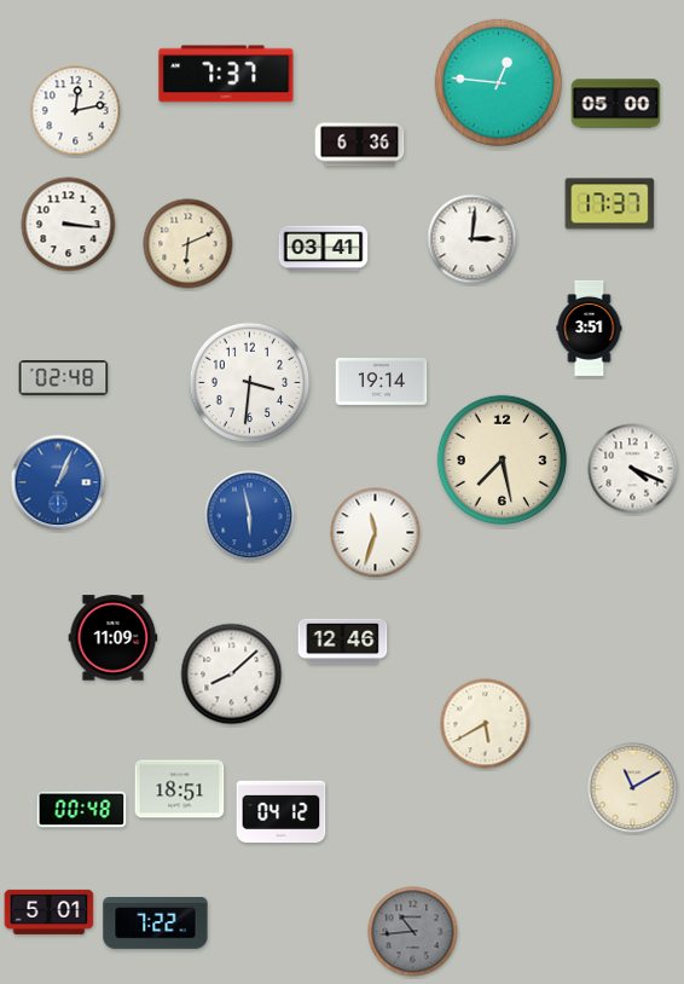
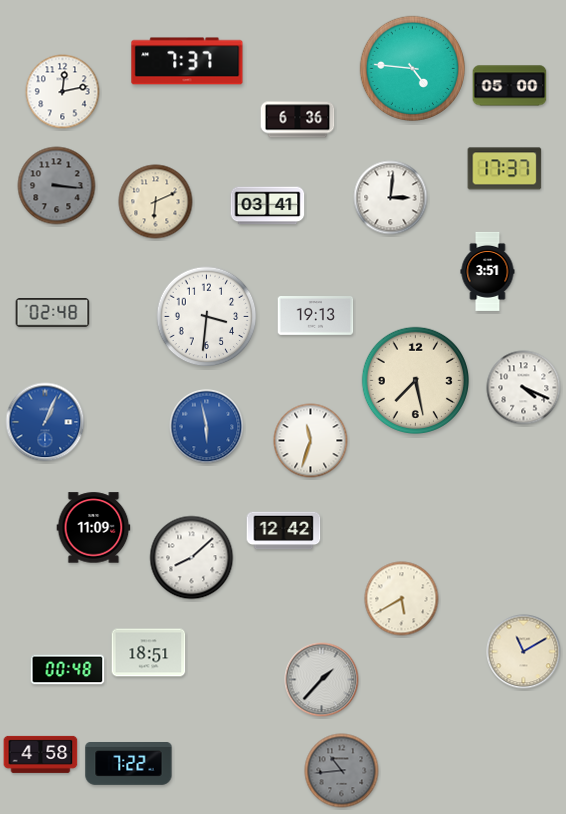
clock at (499, 83): 12:46 -> 4:46
clock at (69, 225) dial: white -> grey
clock at (382, 382): 19:14 -> 19:13
clock at (58, 482) position: (58, 482) -> (45, 422)
clock at (343, 642): 12:46 -> 12:42
clock at (282, 812): 04:12 -> none
clock at (322, 680): none -> 1:37
clock at (50, 911): 5:01 -> 4:58
